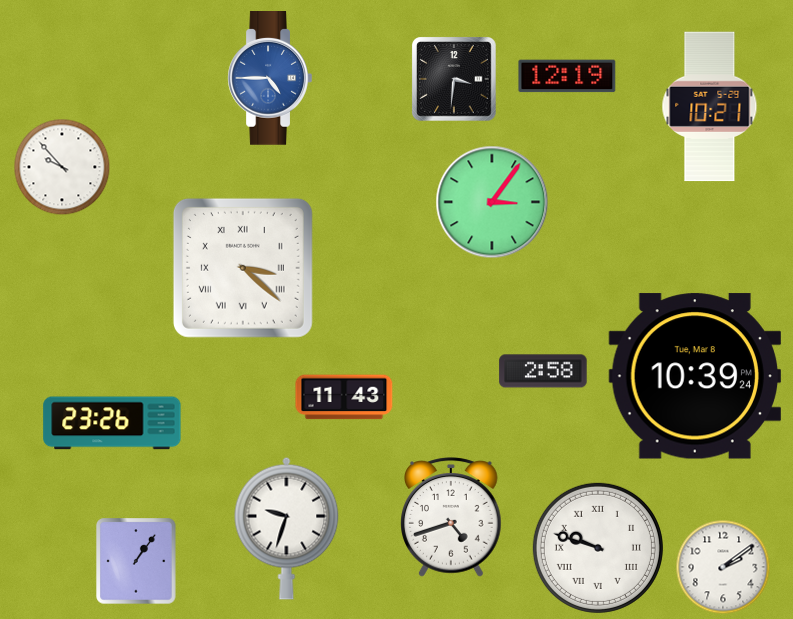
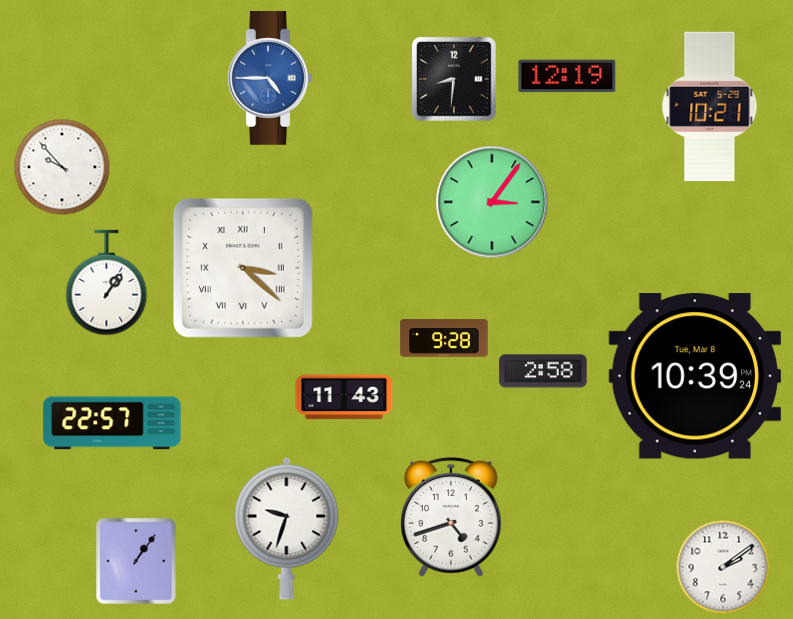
clock at (454, 79): 3:31 -> 8:31
clock at (107, 283): none -> 1:06
clock at (444, 338): none -> 9:28
clock at (112, 423): 23:26 -> 22:57
clock at (598, 548): 9:48 -> none
